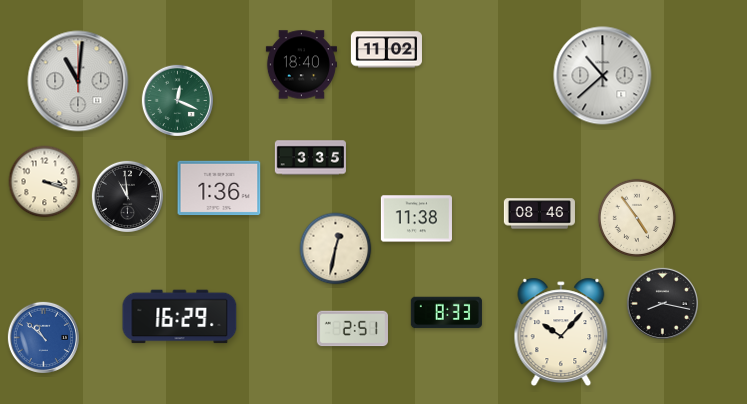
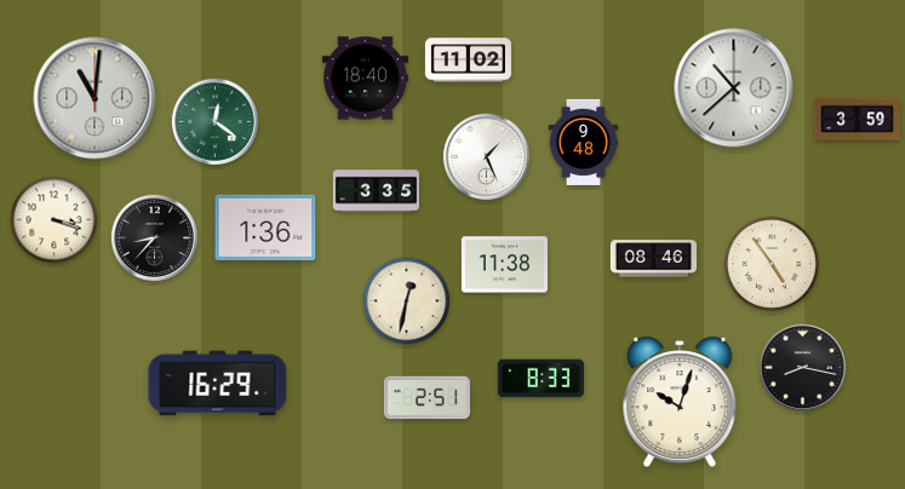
clock at (603, 76) position: (603, 76) -> (734, 88)
clock at (857, 120): none -> 3:59
clock at (177, 100): 12:19 -> 12:21
clock at (584, 142): none -> 9:48
clock at (486, 156): none -> 1:26
clock at (127, 196): 10:59 -> 8:37
clock at (561, 332): 10:07 -> 10:03
clock at (43, 337): 10:52 -> none
